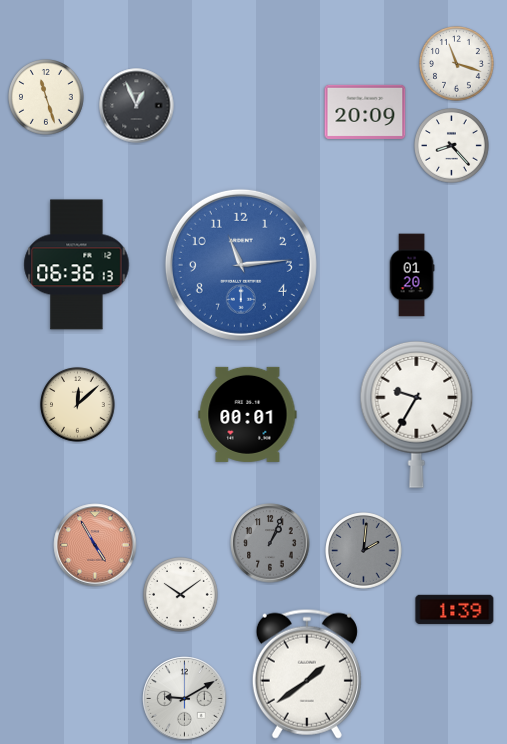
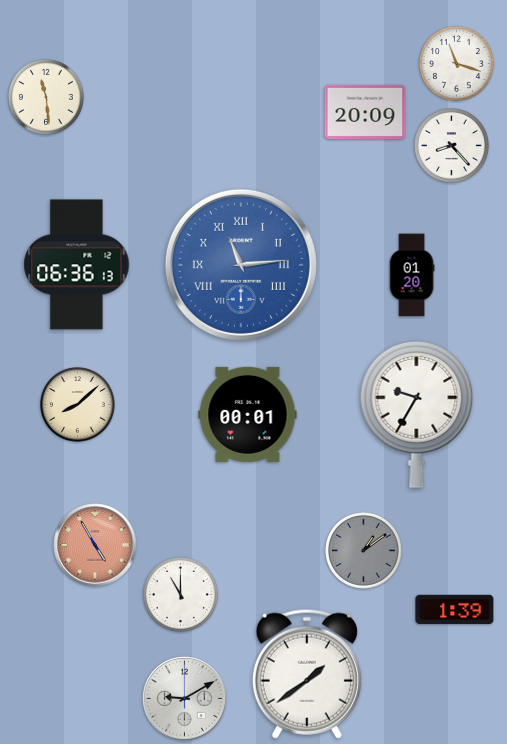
clock at (47, 98): 11:27 -> 11:29
clock at (137, 106): 12:56 -> none
clock at (241, 265) numerals: Arabic -> Roman
clock at (78, 405): 12:08 -> 8:08
clock at (270, 543): 1:04 -> none
clock at (364, 551): 2:01 -> 1:09
clock at (181, 595): 10:09 -> 11:00
